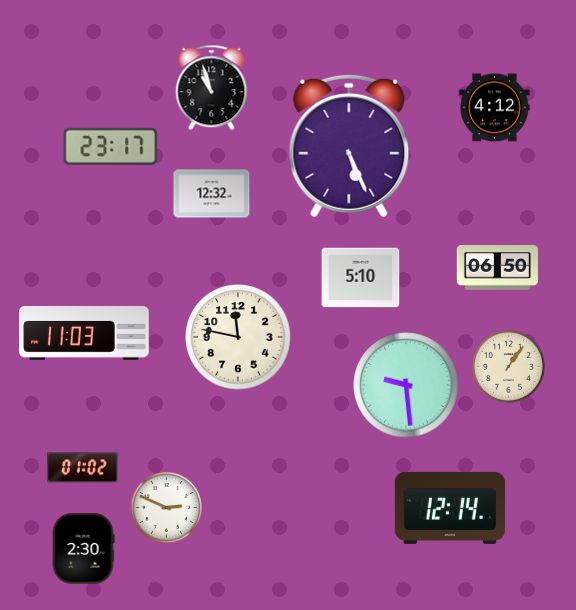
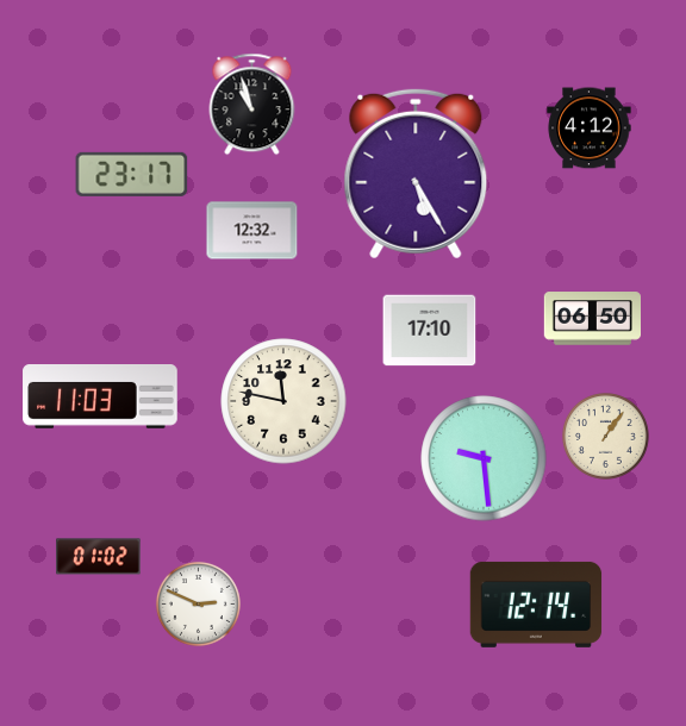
clock at (349, 146): 5:26 -> 5:25
clock at (361, 278): 5:10 -> 17:10
clock at (83, 549): 2:30 -> none
